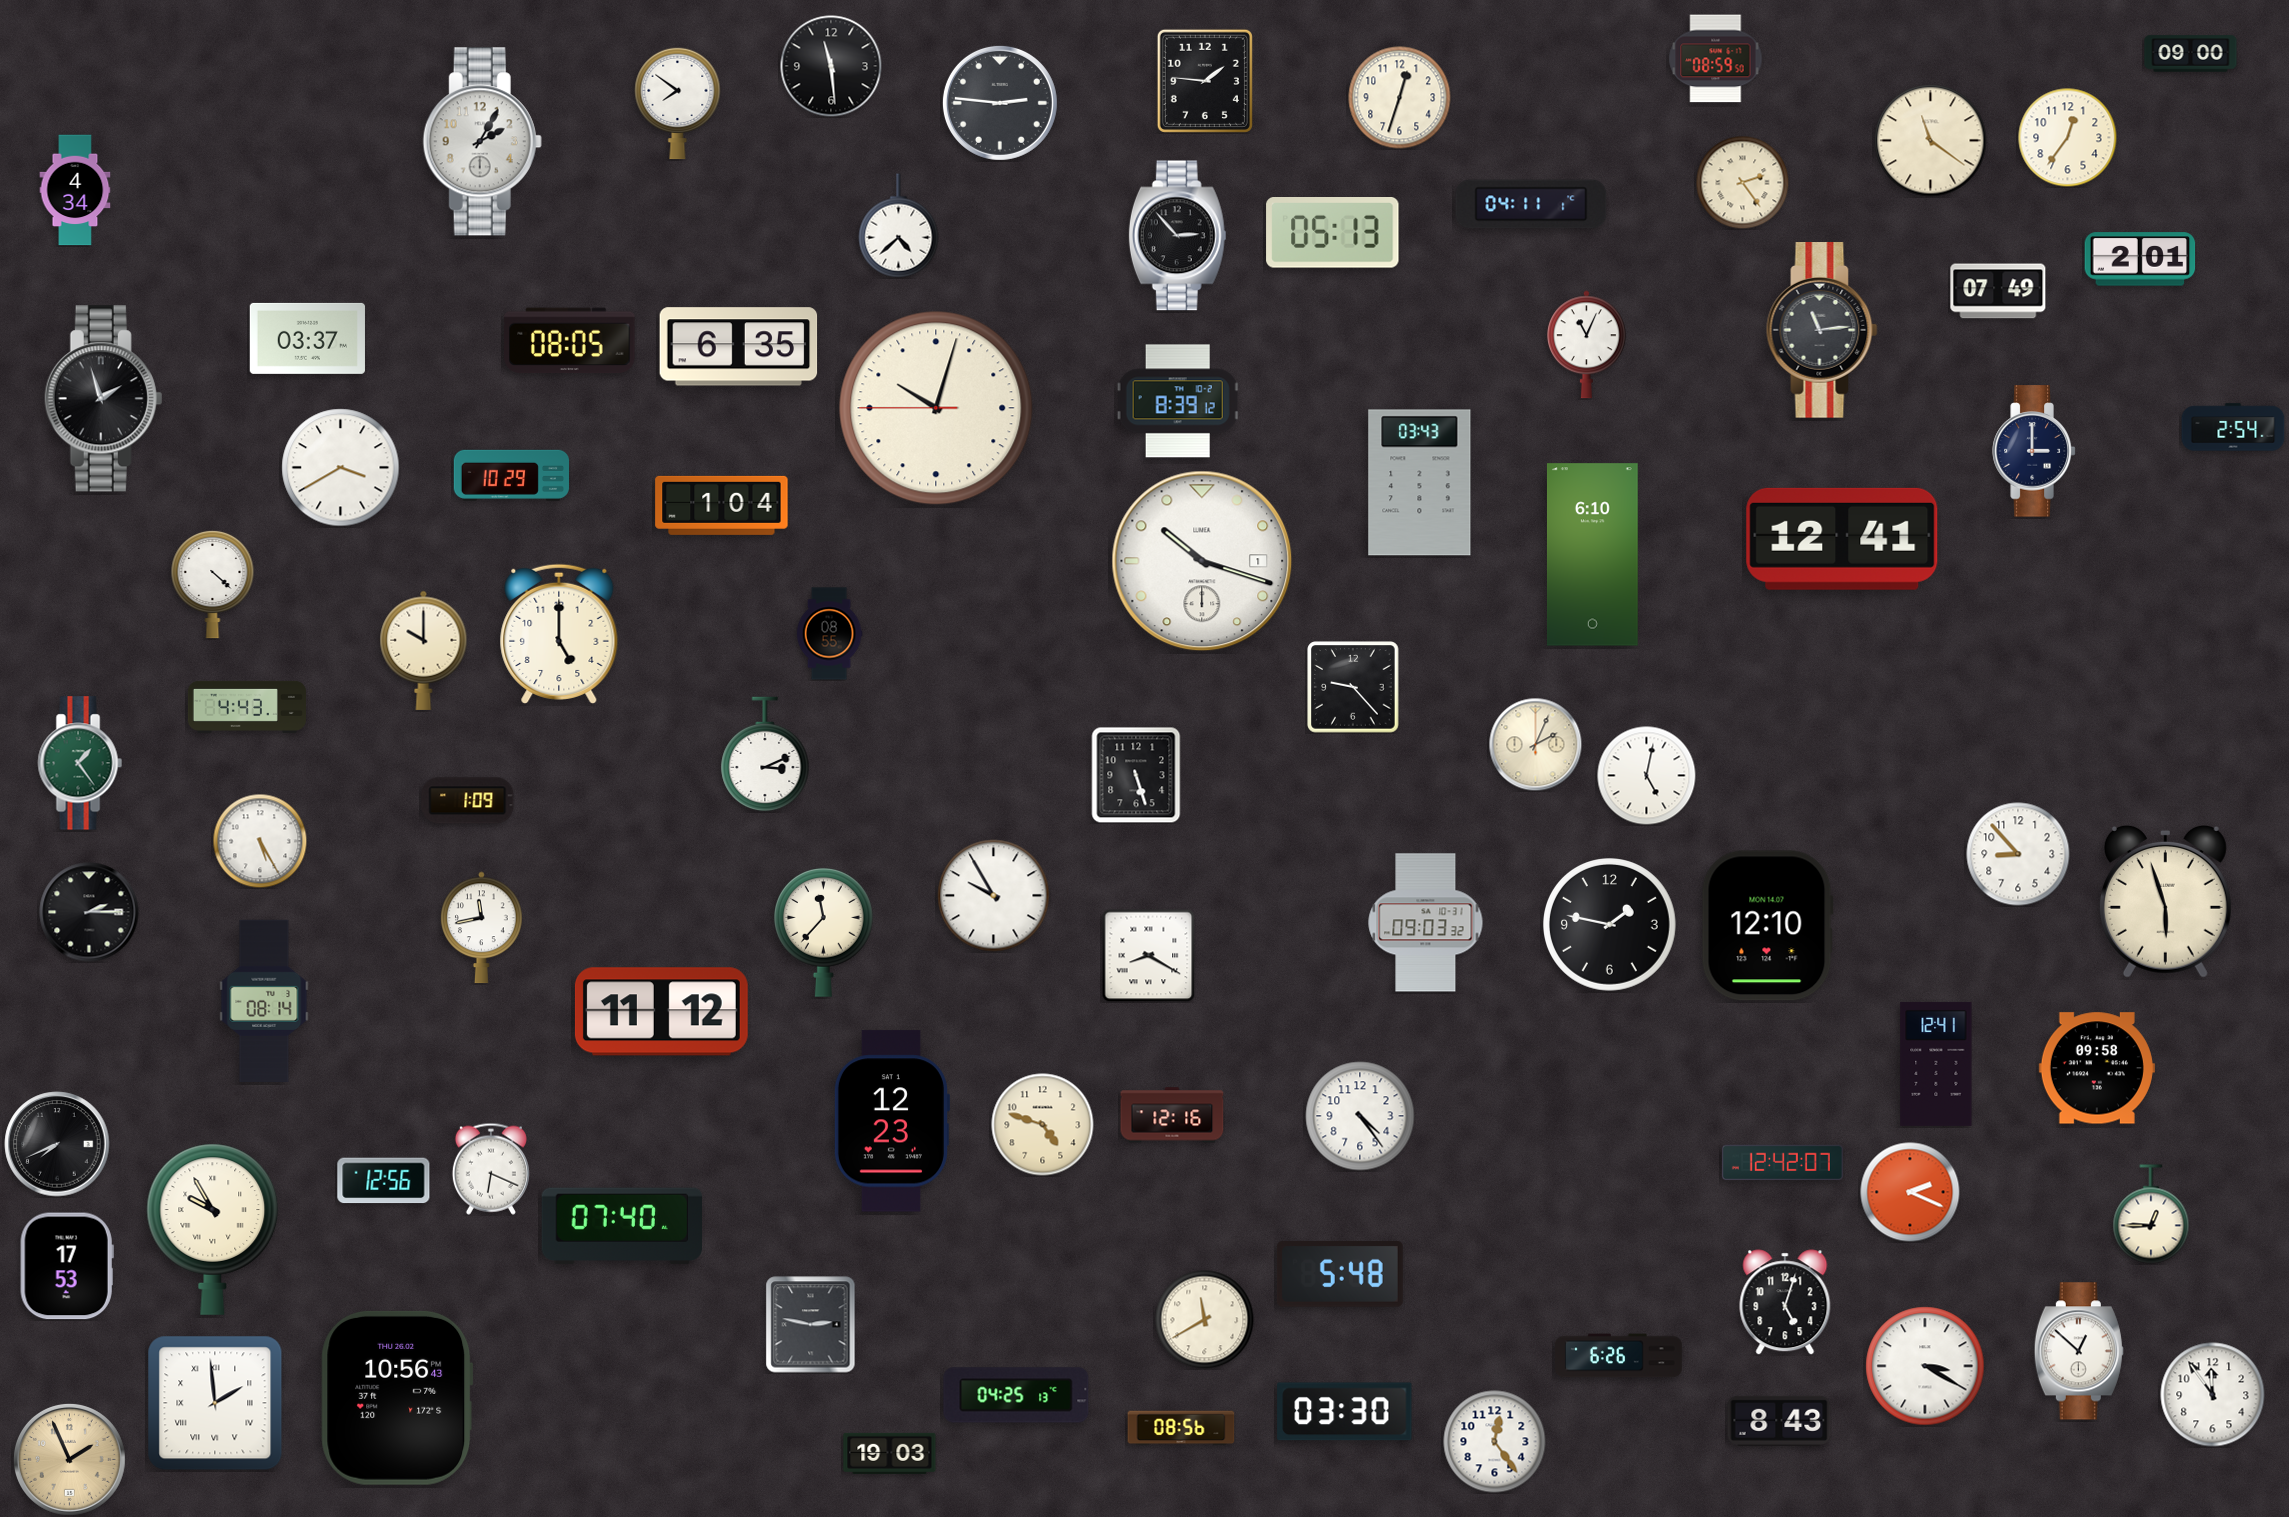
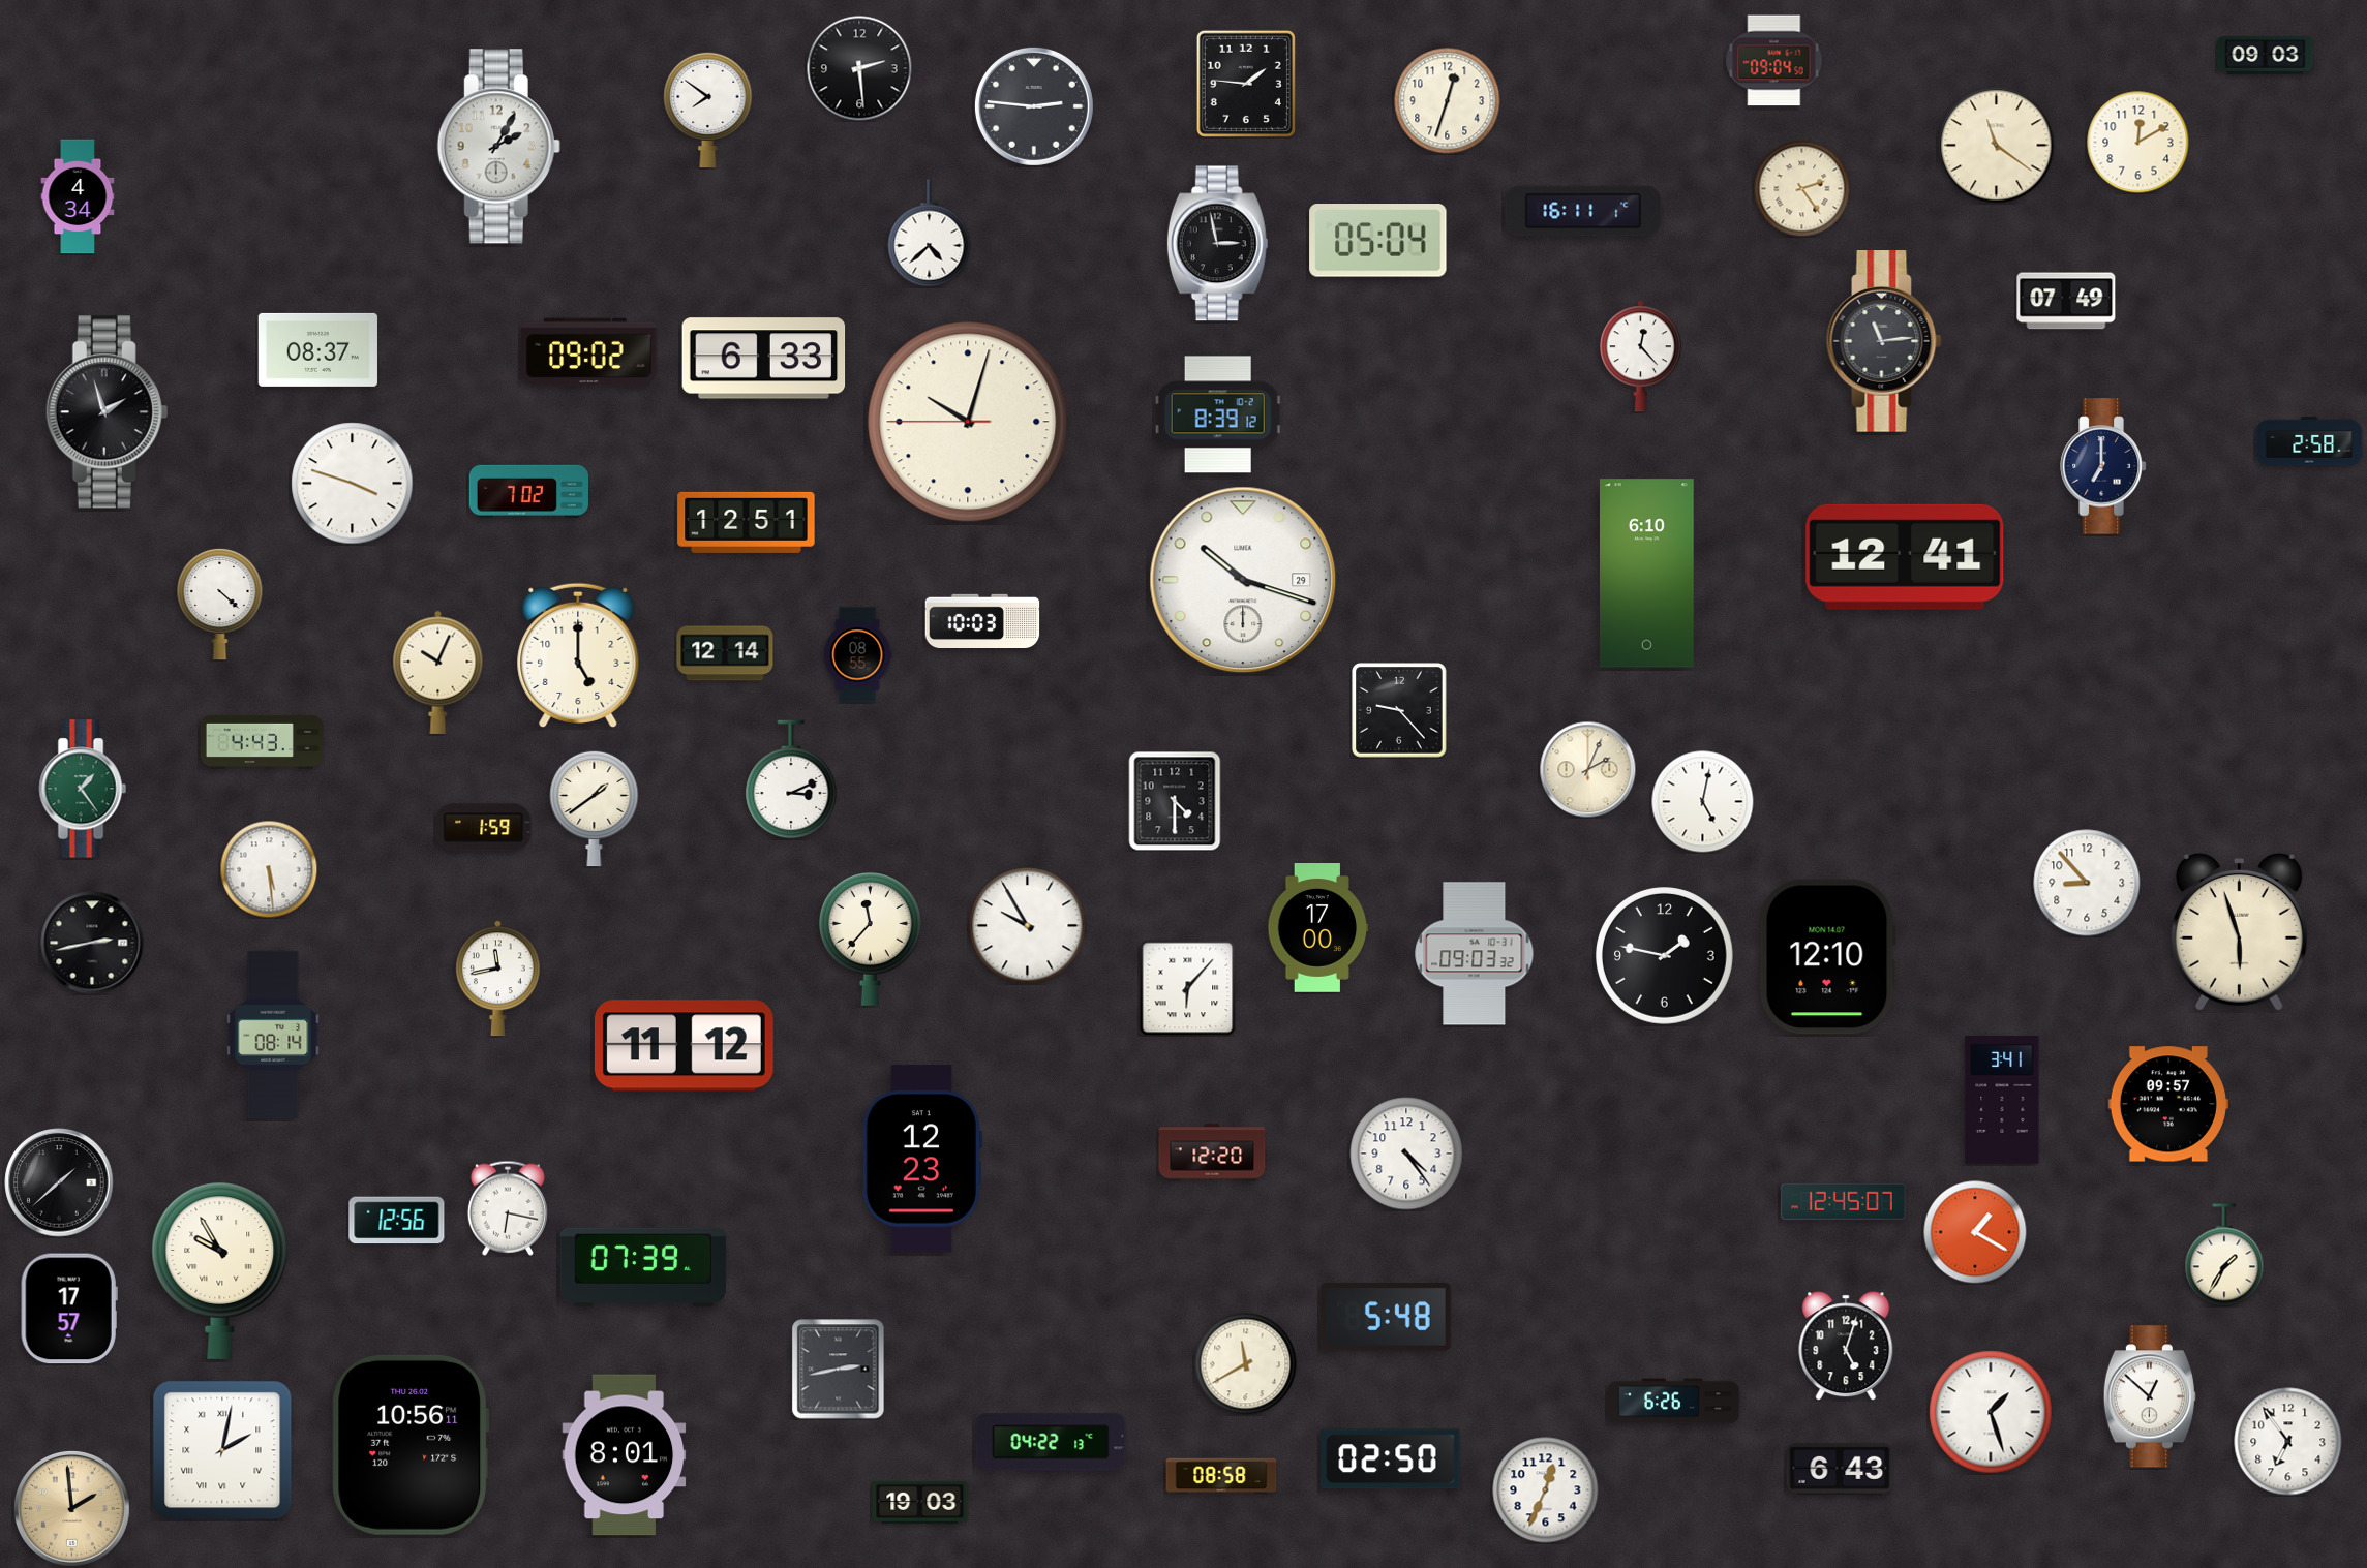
clock at (2191, 54): 09:00 -> 09:03
clock at (1716, 59): 08:59 -> 09:04
clock at (831, 66): 11:29 -> 2:29
clock at (678, 103) position: (678, 103) -> (708, 110)
clock at (2068, 138): 12:36 -> 12:10
clock at (1531, 204): 04:11 -> 16:11
clock at (1333, 233): 05:13 -> 05:04
clock at (1177, 236): 2:53 -> 2:58
clock at (2140, 259): 2:01 -> none
clock at (307, 338): 03:37 -> 08:37
clock at (570, 341): 08:05 -> 09:02
clock at (1586, 345): 11:04 -> 12:23
clock at (739, 347): 6:35 -> 6:33
clock at (2233, 427): 2:54 -> 2:58
clock at (2034, 451): 3:00 -> 7:00
clock at (341, 468): 3:40 -> 3:48
clock at (511, 475): 10:29 -> 7:02
clock at (1420, 483): 03:43 -> none
clock at (722, 505): 1:04 -> 12:51
clock at (1202, 561) date: 1 -> 29
clock at (982, 620): none -> 10:03
clock at (725, 653): none -> 12:14
clock at (424, 650): 10:00 -> 10:04
clock at (247, 707) position: (247, 707) -> (262, 742)
clock at (1136, 775): 5:27 -> 4:30
clock at (595, 808): none -> 1:39
clock at (468, 801): 1:09 -> 1:59
clock at (260, 841): 5:25 -> 5:29
clock at (1318, 928): none -> 17:00
clock at (89, 912): 2:15 -> 2:43
clock at (482, 928) position: (482, 928) -> (498, 979)
clock at (824, 933) position: (824, 933) -> (871, 940)
clock at (1148, 955): 8:20 -> 6:07
clock at (1936, 1064): 12:41 -> 3:41
clock at (2097, 1068): 09:58 -> 09:57
clock at (1172, 1115): 12:16 -> 12:20
clock at (1043, 1125): 4:48 -> none
clock at (57, 1144): 7:41 -> 1:38
clock at (1782, 1163): 12:42 -> 12:45
clock at (491, 1169): 6:19 -> 6:17
clock at (1910, 1192): 2:19 -> 1:20
clock at (2151, 1214): 12:45 -> 1:35
clock at (621, 1226): 07:40 -> 07:39
clock at (67, 1266): 17:53 -> 17:57
clock at (811, 1325): 2:47 -> 2:43
clock at (1925, 1366): 3:20 -> 1:27
clock at (1016, 1395): 04:25 -> 04:22
clock at (2213, 1395): 11:54 -> 6:54
clock at (397, 1398): 10:56:43 -> 10:56:11
clock at (215, 1403): 1:59 -> 2:02
clock at (625, 1455): none -> 8:01
clock at (1345, 1412): 03:30 -> 02:50
clock at (1779, 1421): 8:43 -> 6:43
clock at (1181, 1428): 08:56 -> 08:58
clock at (1495, 1442): 12:24 -> 12:34
clock at (69, 1459): 1:56 -> 1:59
